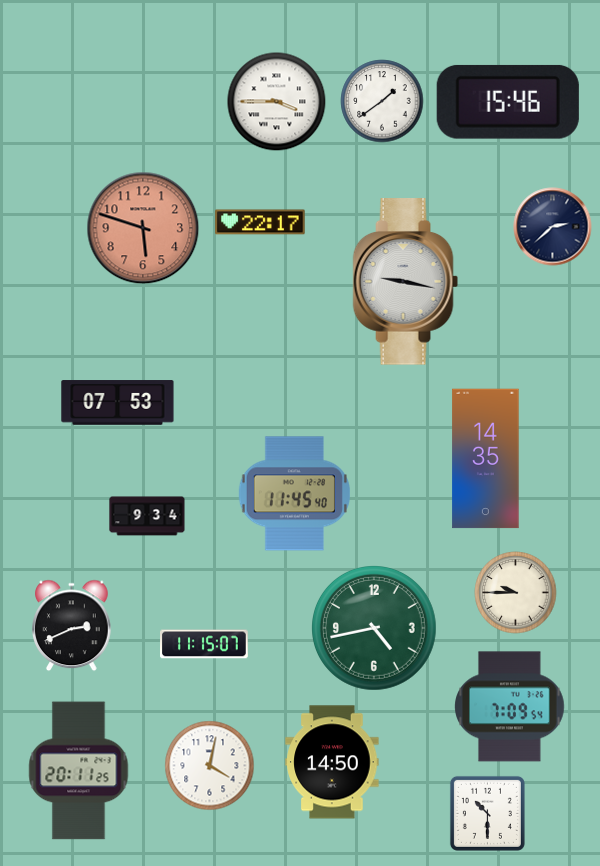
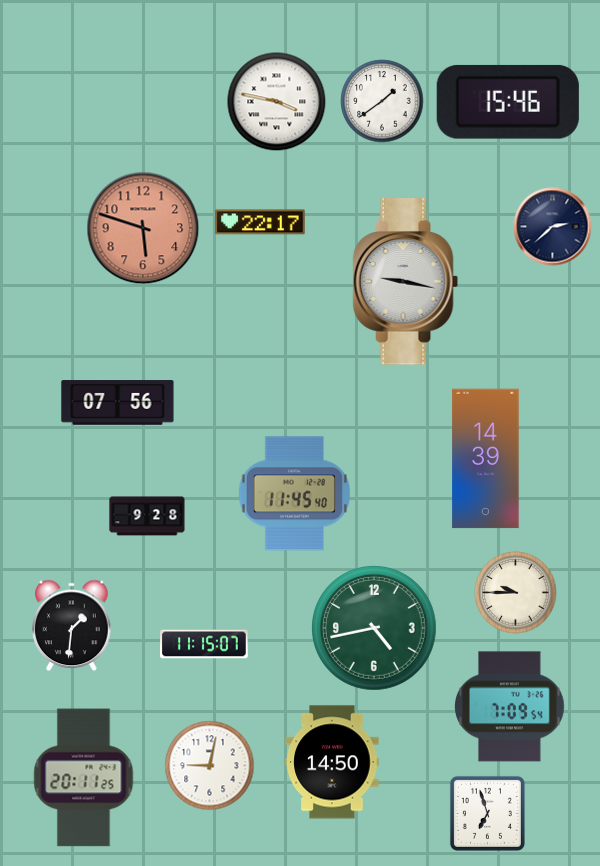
clock at (277, 102): 3:45 -> 3:47
clock at (118, 403): 07:53 -> 07:56
clock at (486, 459): 14:35 -> 14:39
clock at (147, 516): 9:34 -> 9:28
clock at (72, 626): 2:41 -> 1:31
clock at (210, 766): 4:02 -> 9:02
clock at (79, 771) position: (79, 771) -> (84, 778)
clock at (487, 813): 10:30 -> 6:57
